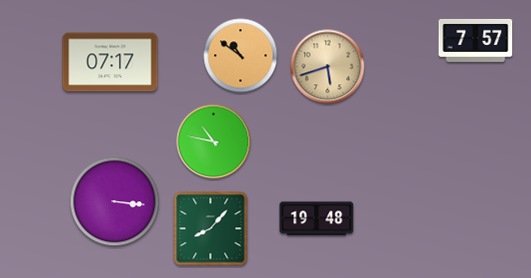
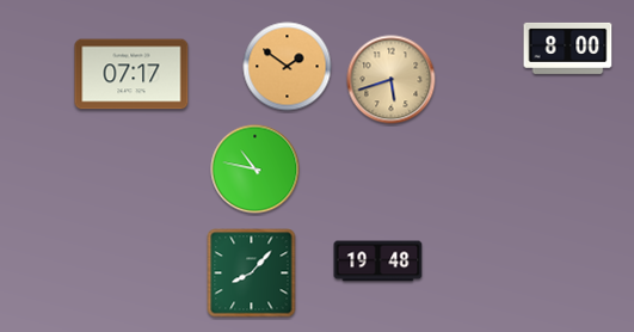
clock at (476, 40): 7:57 -> 8:00
clock at (241, 56): 10:51 -> 1:51
clock at (115, 202): 3:16 -> none
